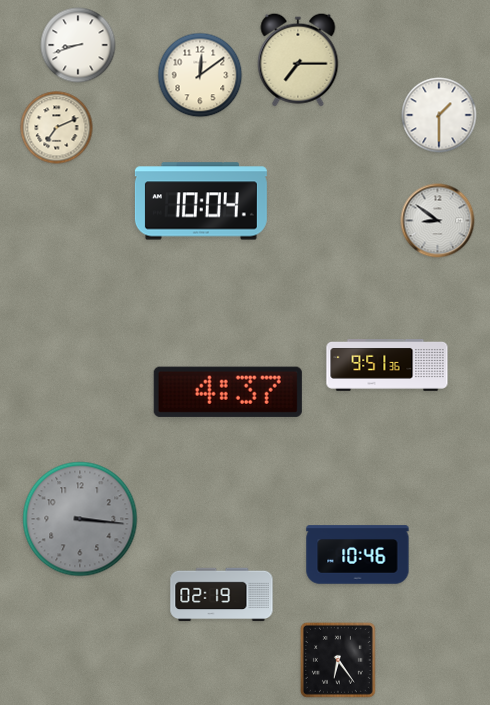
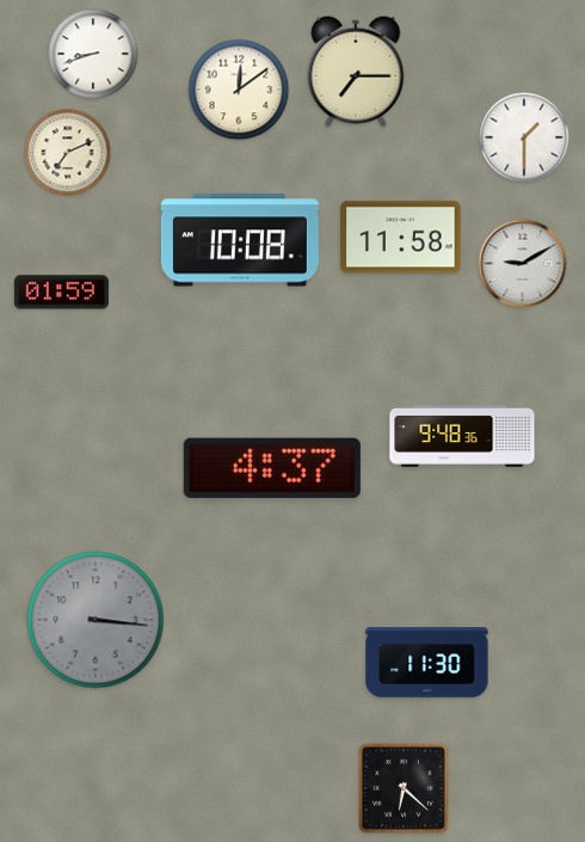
clock at (401, 238): none -> 11:58
clock at (201, 201): 10:04 -> 10:08
clock at (438, 221): 8:51 -> 9:10
clock at (61, 293): none -> 01:59
clock at (387, 366): 9:51 -> 9:48
clock at (358, 555): 10:46 -> 11:30
clock at (222, 595): 02:19 -> none
clock at (338, 660): 6:24 -> 6:22
